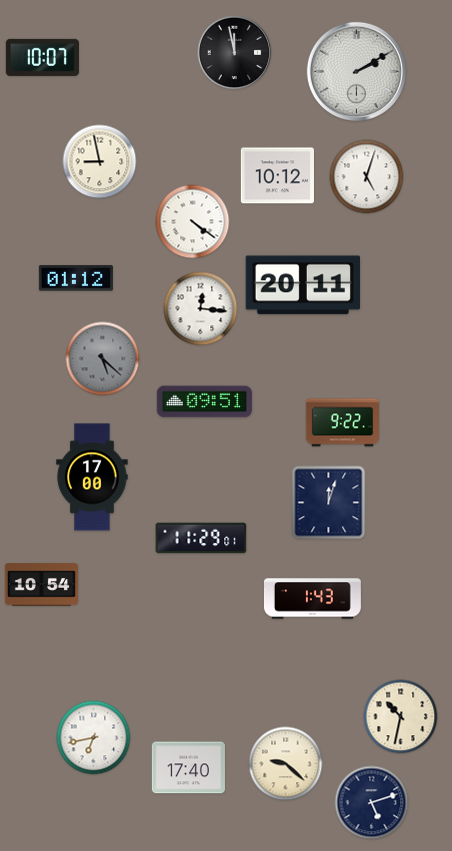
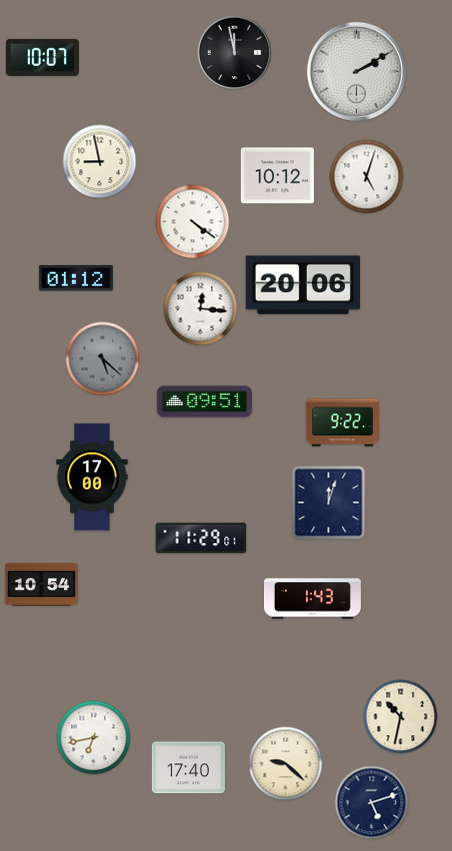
clock at (302, 285): 20:11 -> 20:06
